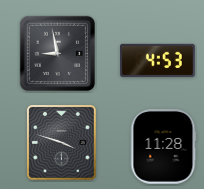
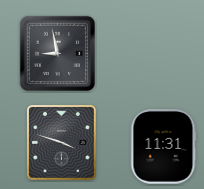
clock at (158, 60): 4:53 -> none
clock at (163, 147): 11:28 -> 11:31
